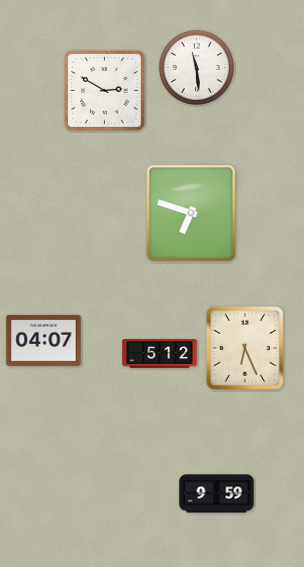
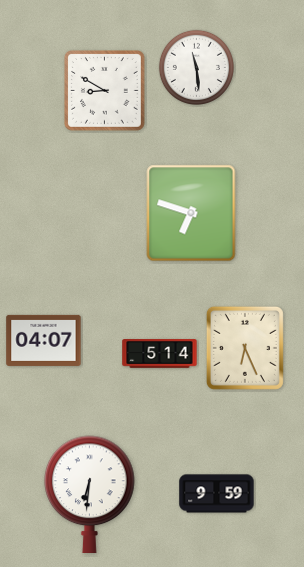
clock at (105, 91): 2:50 -> 8:50
clock at (160, 354): 5:12 -> 5:14
clock at (90, 494): none -> 6:31
